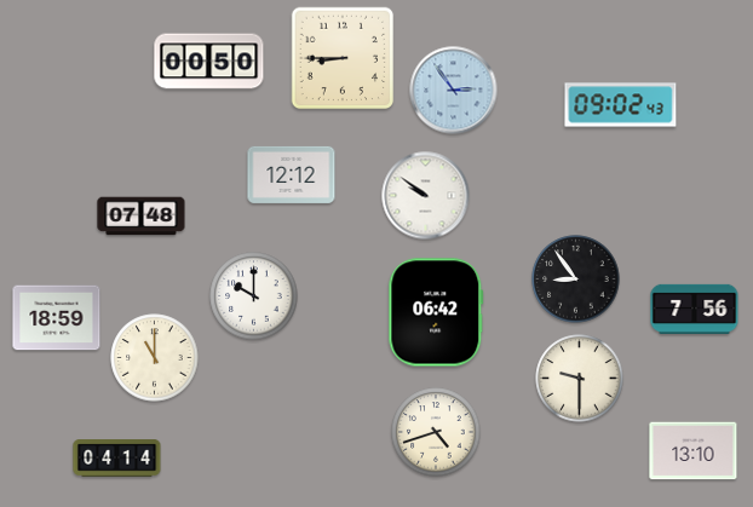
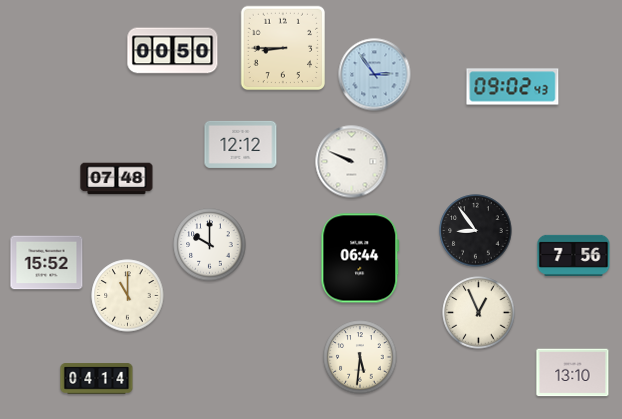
clock at (426, 196): 9:51 -> 9:49
clock at (436, 312): 06:42 -> 06:44
clock at (57, 318): 18:59 -> 15:52
clock at (580, 379): 9:30 -> 12:56
clock at (436, 432): 4:42 -> 5:31
